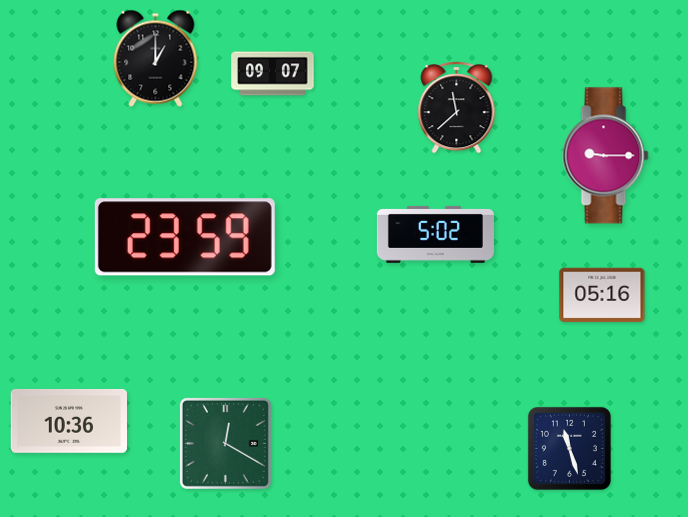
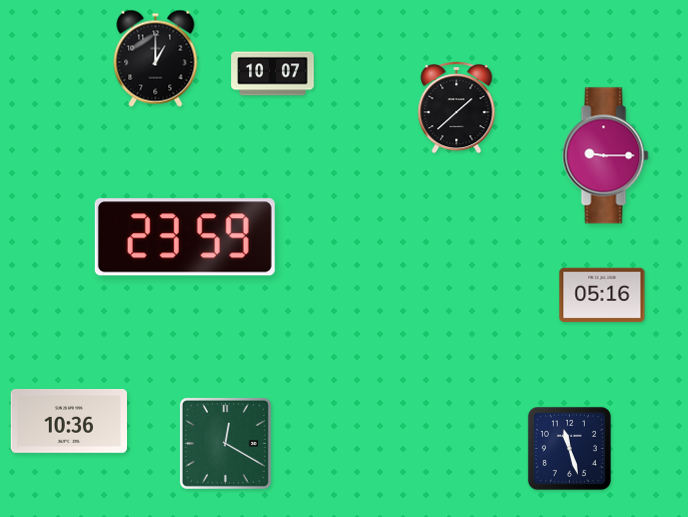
clock at (273, 74): 09:07 -> 10:07
clock at (457, 108): 11:38 -> 1:38
clock at (435, 234): 5:02 -> none
